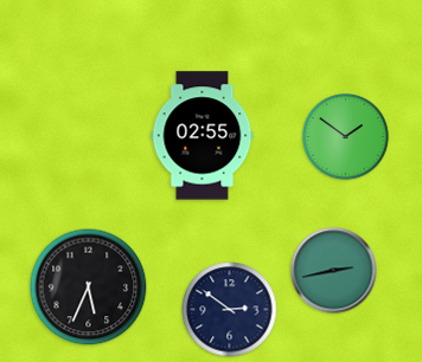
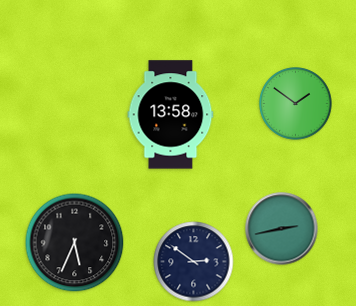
clock at (203, 136): 02:55 -> 13:58
clock at (346, 137) position: (346, 137) -> (296, 104)
